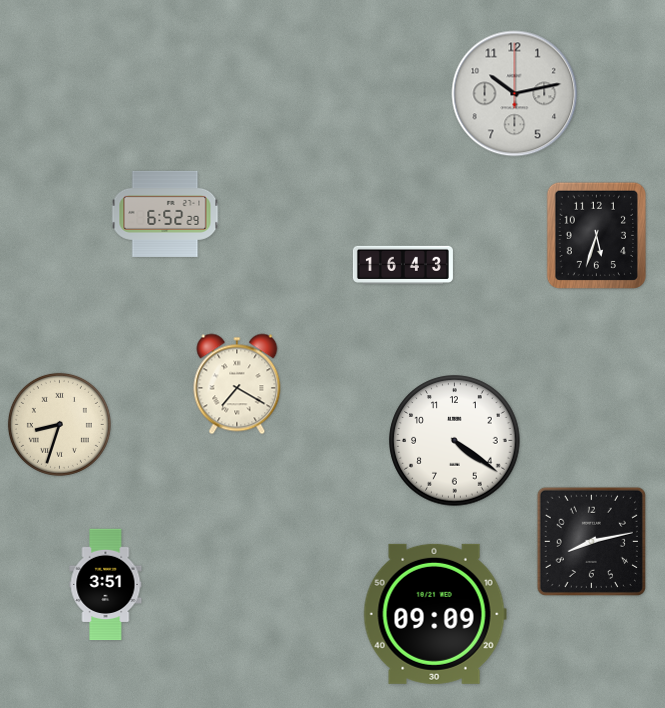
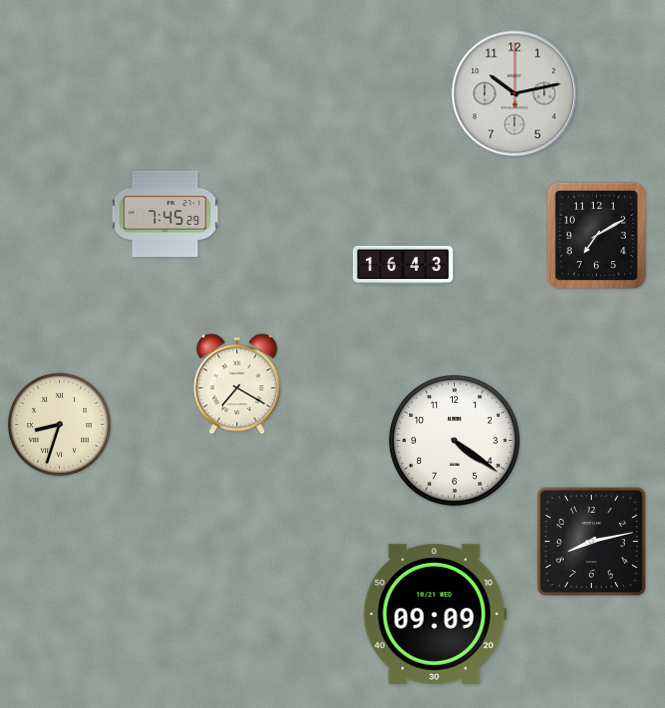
clock at (165, 214): 6:52 -> 7:45
clock at (596, 235): 5:33 -> 7:10
clock at (106, 585): 3:51 -> none
